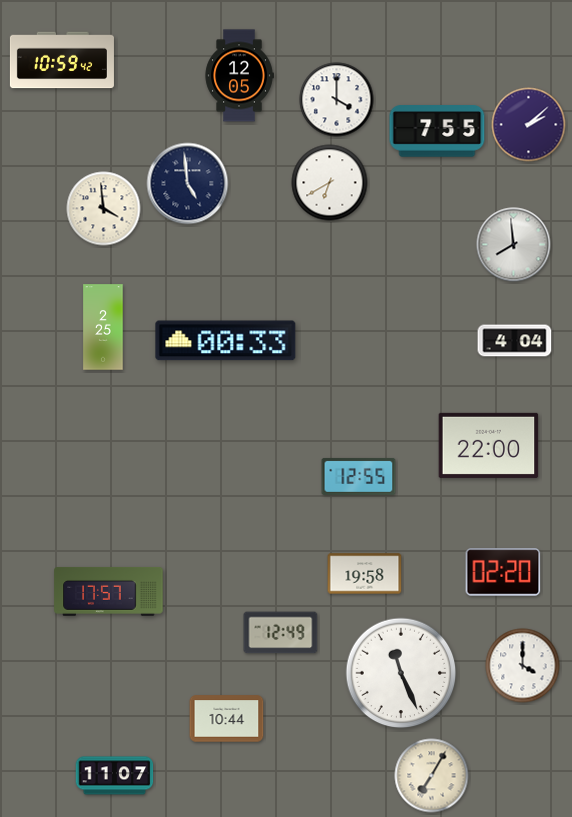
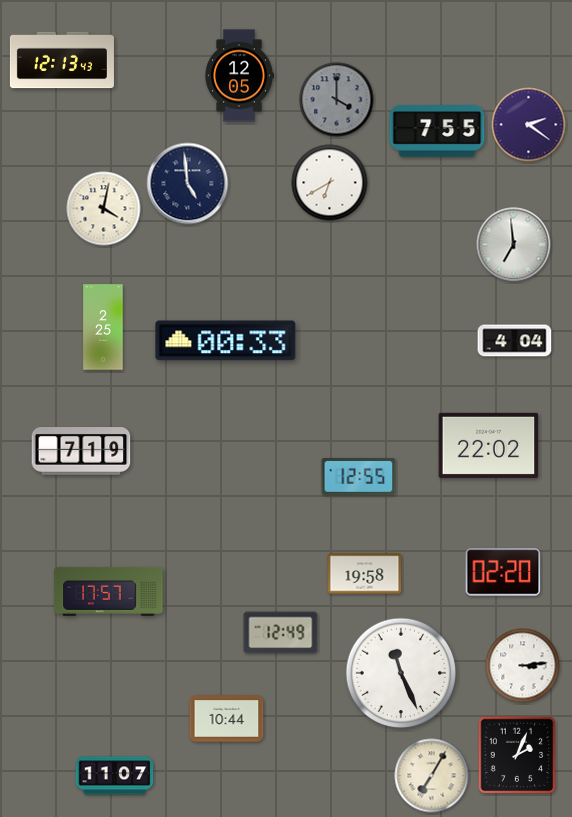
clock at (62, 60): 10:59 -> 12:13
clock at (337, 100) dial: white -> grey
clock at (529, 125): 2:08 -> 2:21
clock at (104, 209): 3:59 -> 4:02
clock at (514, 245): 7:59 -> 6:59
clock at (489, 445): 22:00 -> 22:02
clock at (81, 452): none -> 7:19
clock at (523, 666): 4:00 -> 3:14
clock at (517, 755): none -> 2:04
